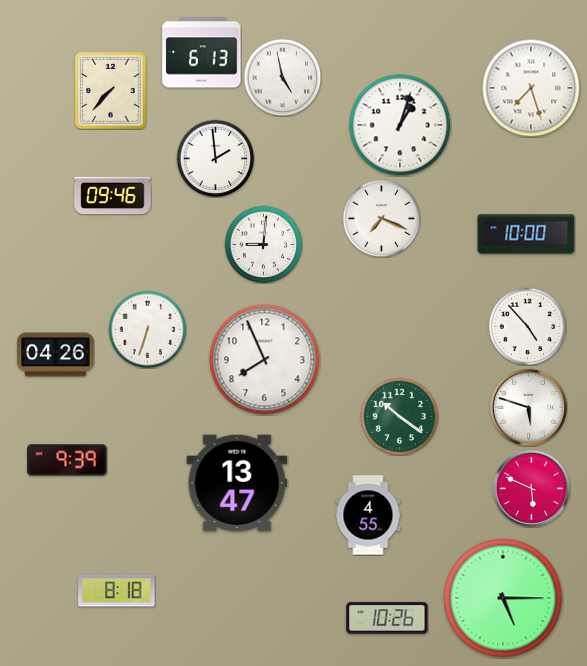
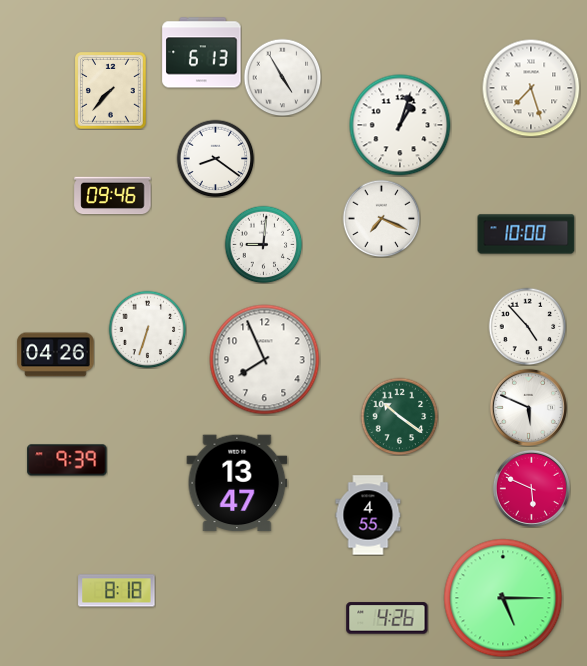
clock at (282, 77): 4:58 -> 4:55
clock at (215, 158): 1:59 -> 8:21
clock at (528, 407): 5:48 -> 5:49
clock at (387, 618): 10:26 -> 4:26
